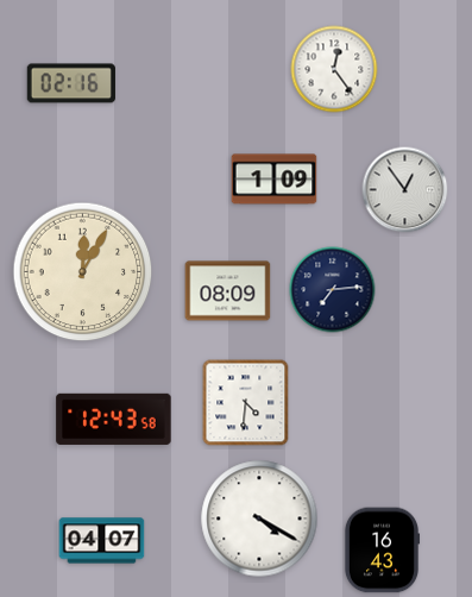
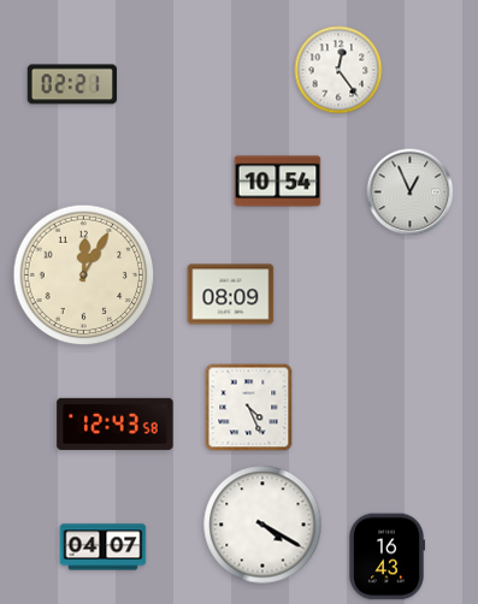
clock at (71, 83): 02:16 -> 02:21
clock at (275, 180): 1:09 -> 10:54
clock at (405, 190): 12:54 -> 12:56
clock at (333, 290): 7:14 -> none
clock at (246, 403): 4:31 -> 4:26
